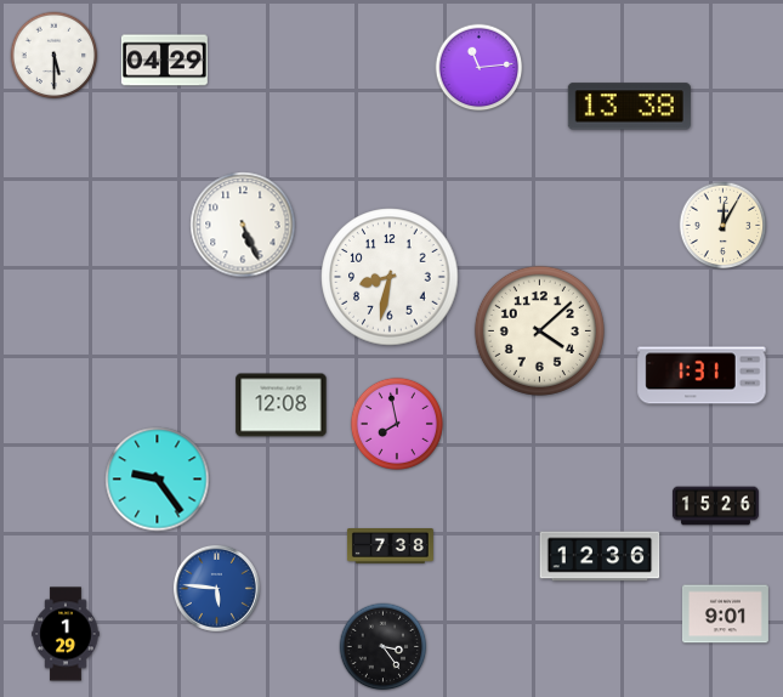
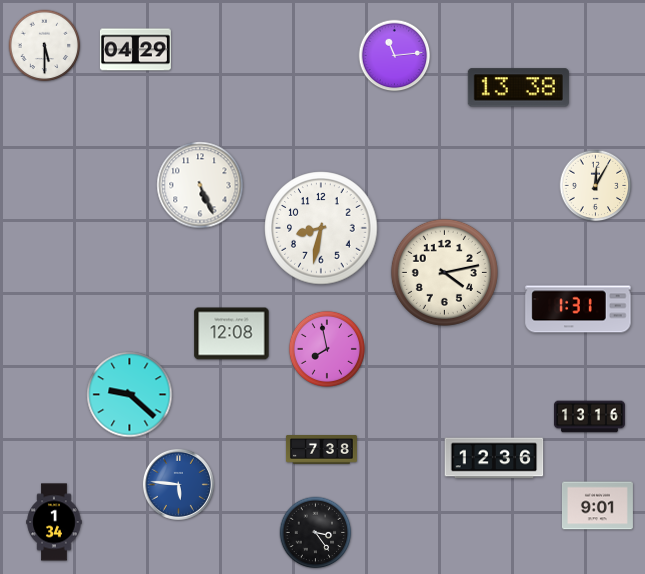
clock at (539, 330): 4:08 -> 4:13
clock at (158, 480): 9:24 -> 9:22
clock at (715, 506): 15:26 -> 13:16
clock at (66, 634): 1:29 -> 1:34
